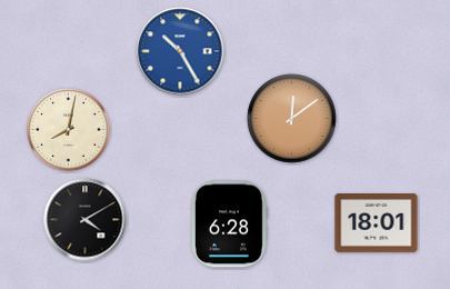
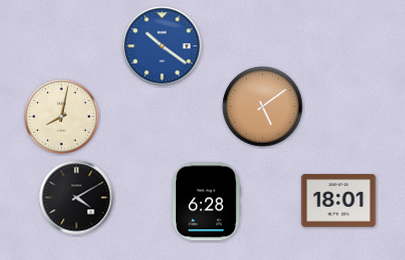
clock at (180, 51): 10:25 -> 10:21
clock at (292, 119): 12:09 -> 5:09
